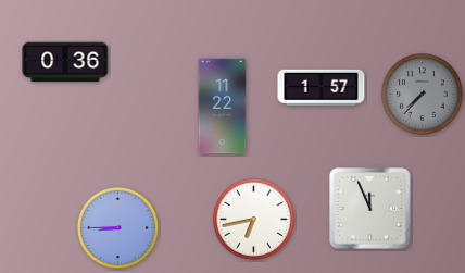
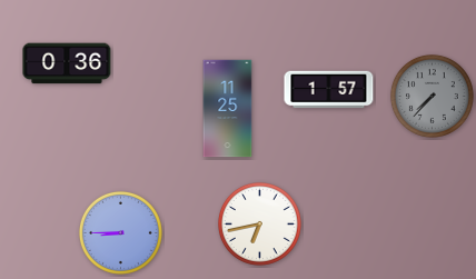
clock at (223, 107): 11:22 -> 11:25
clock at (370, 209): 11:56 -> none
